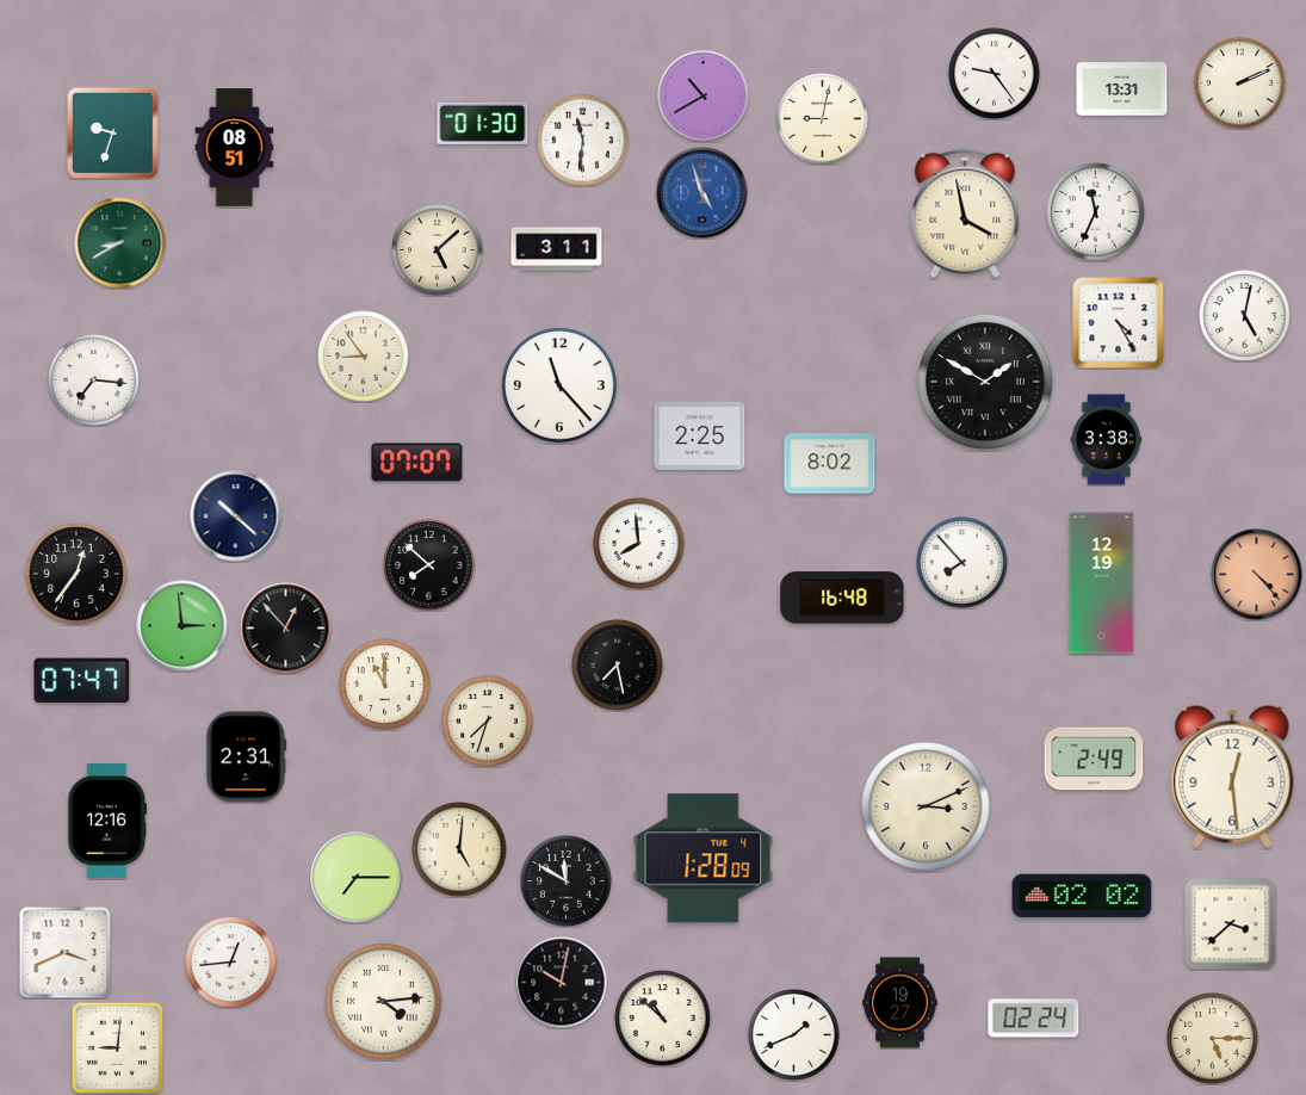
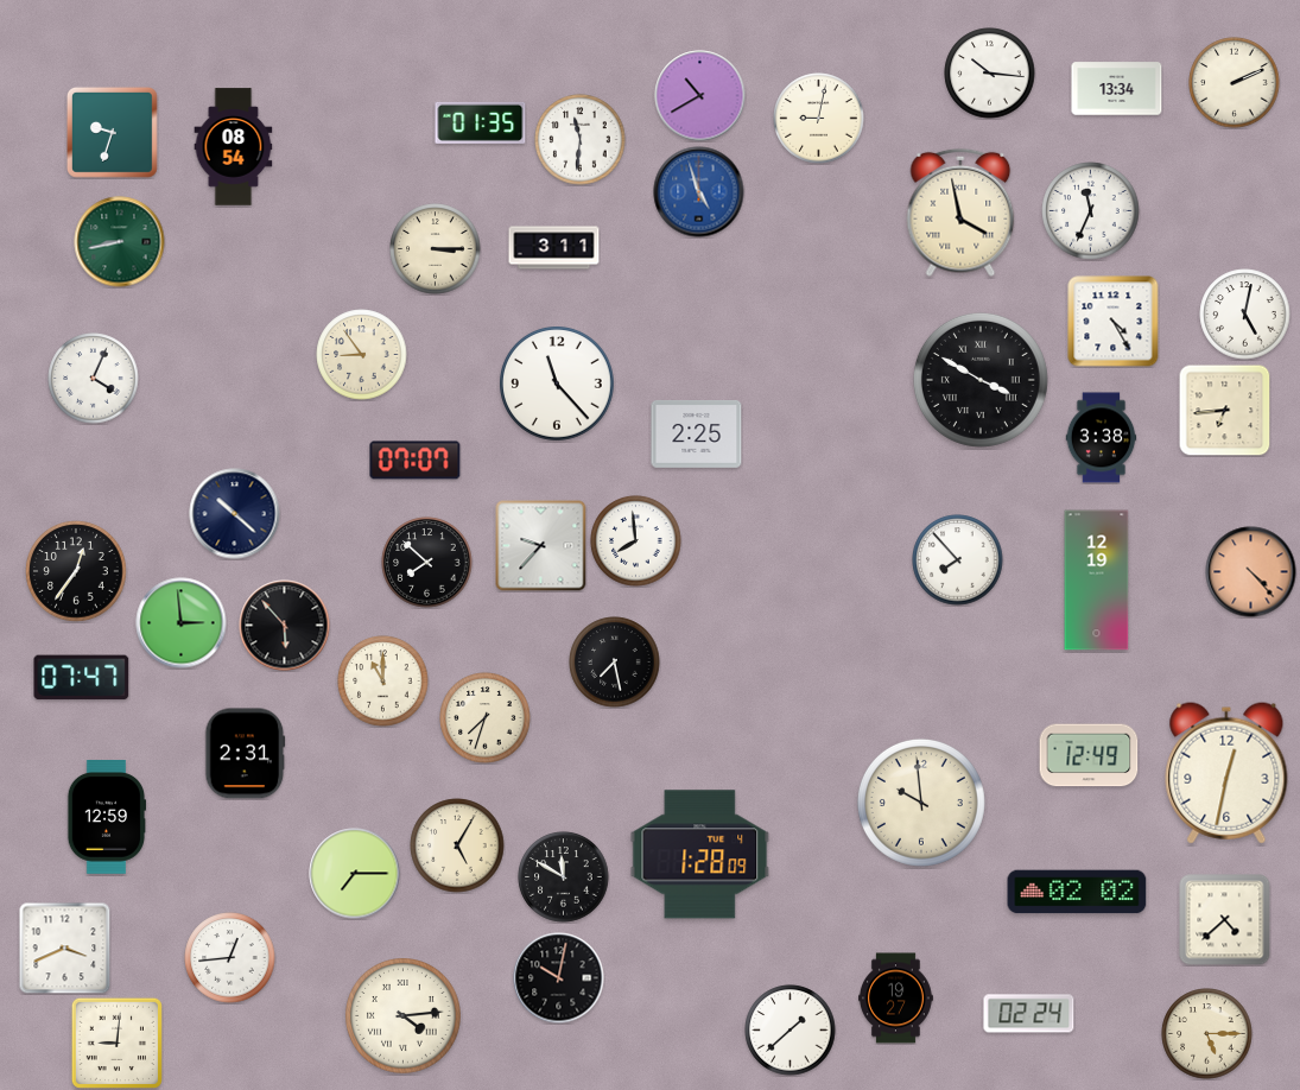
clock at (995, 74): 9:24 -> 10:16
clock at (1122, 89): 13:31 -> 13:34
clock at (483, 123): 01:30 -> 01:35
clock at (235, 148): 08:51 -> 08:54
clock at (120, 243): 8:40 -> 8:43
clock at (438, 250): 5:08 -> 3:15
clock at (1245, 316) position: (1245, 316) -> (1245, 315)
clock at (94, 381): 7:16 -> 4:04
clock at (985, 382): 1:50 -> 3:50
clock at (1224, 410): none -> 6:44
clock at (830, 464): 8:02 -> none
clock at (541, 546): none -> 9:37
clock at (842, 598): 16:48 -> none
clock at (286, 629): 12:53 -> 5:53
clock at (1094, 759): 2:49 -> 12:49
clock at (1232, 777): 12:29 -> 12:32
clock at (926, 806): 3:11 -> 9:59
clock at (107, 822): 12:16 -> 12:59
clock at (459, 849): 5:01 -> 5:05
clock at (1231, 924): 3:38 -> 4:38
clock at (384, 1002) position: (384, 1002) -> (404, 1016)
clock at (663, 1019): 10:52 -> none
clock at (794, 1035): 1:41 -> 1:38
